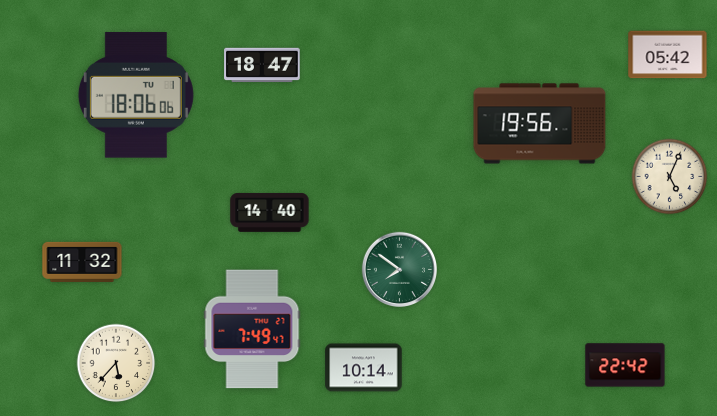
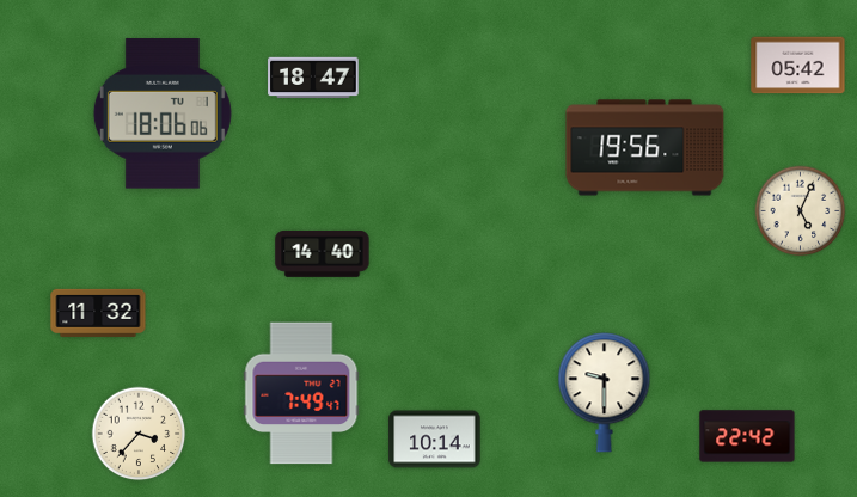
clock at (399, 269): 7:51 -> none
clock at (605, 393): none -> 9:30
clock at (116, 363): 5:37 -> 3:37
